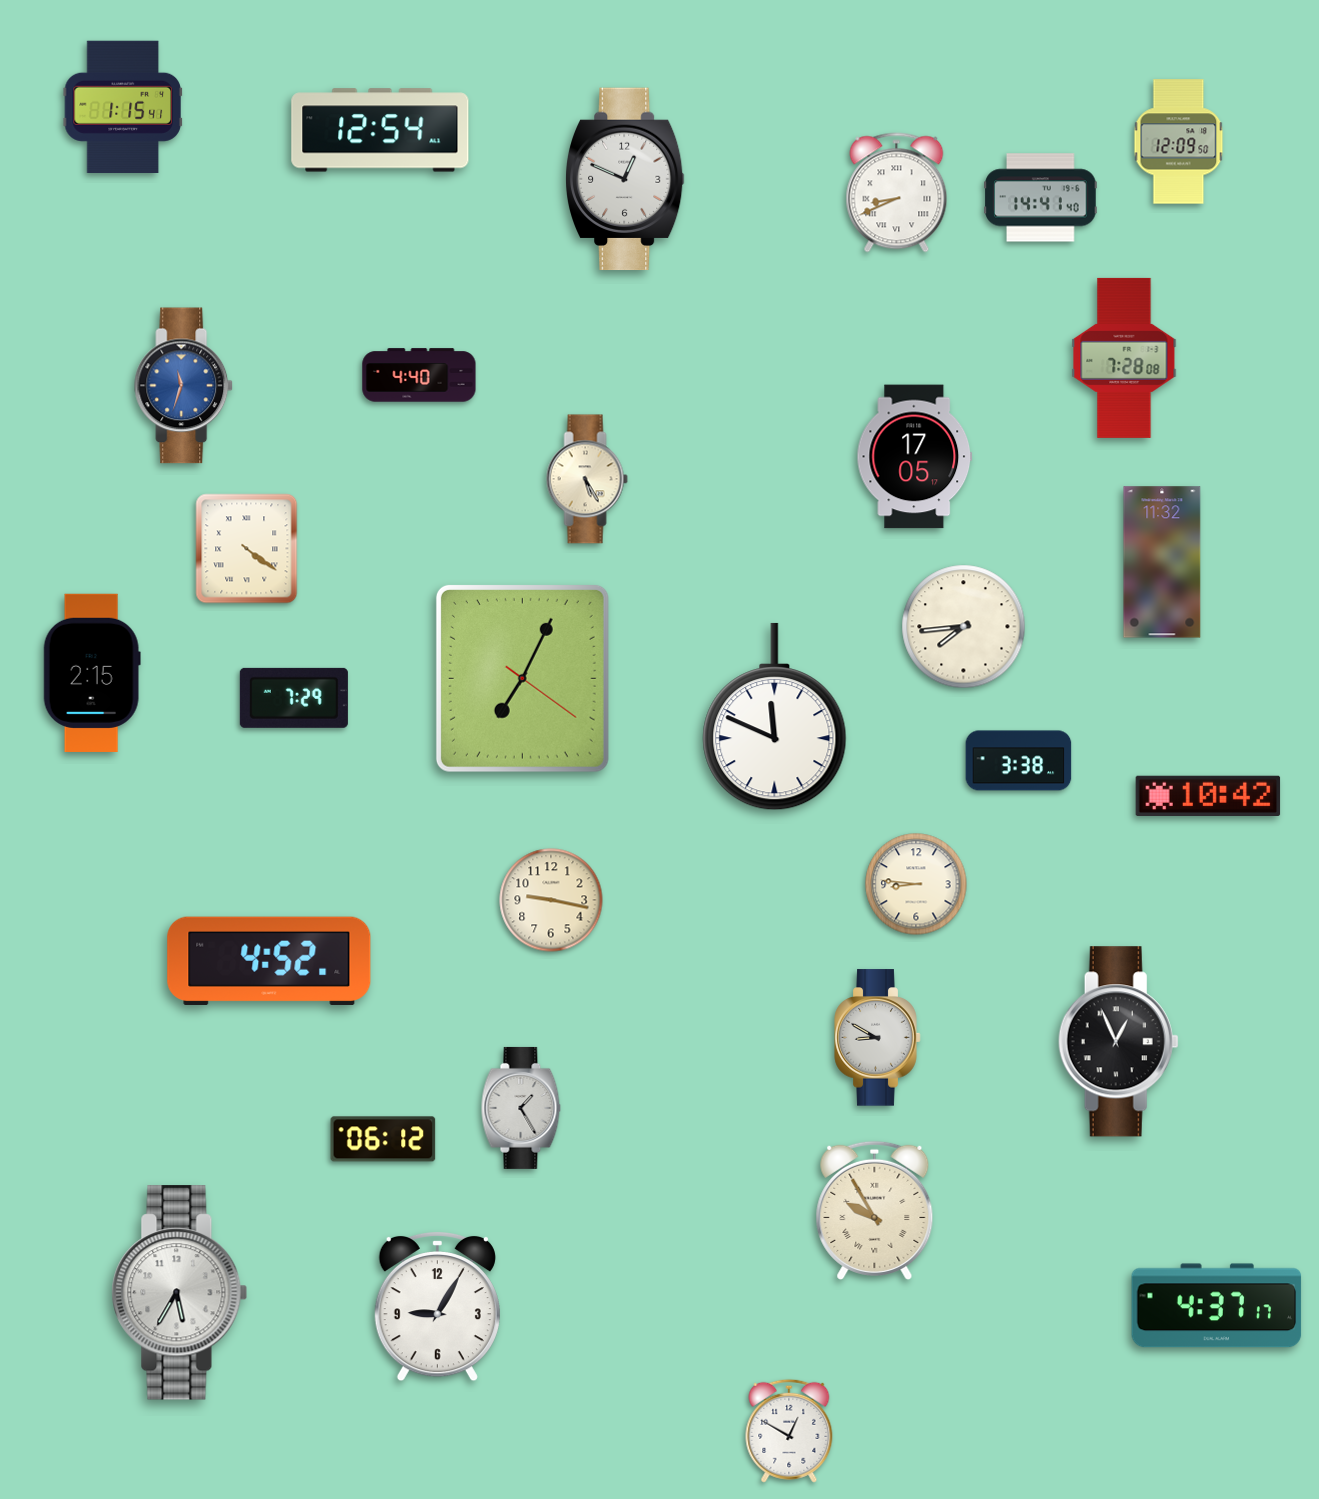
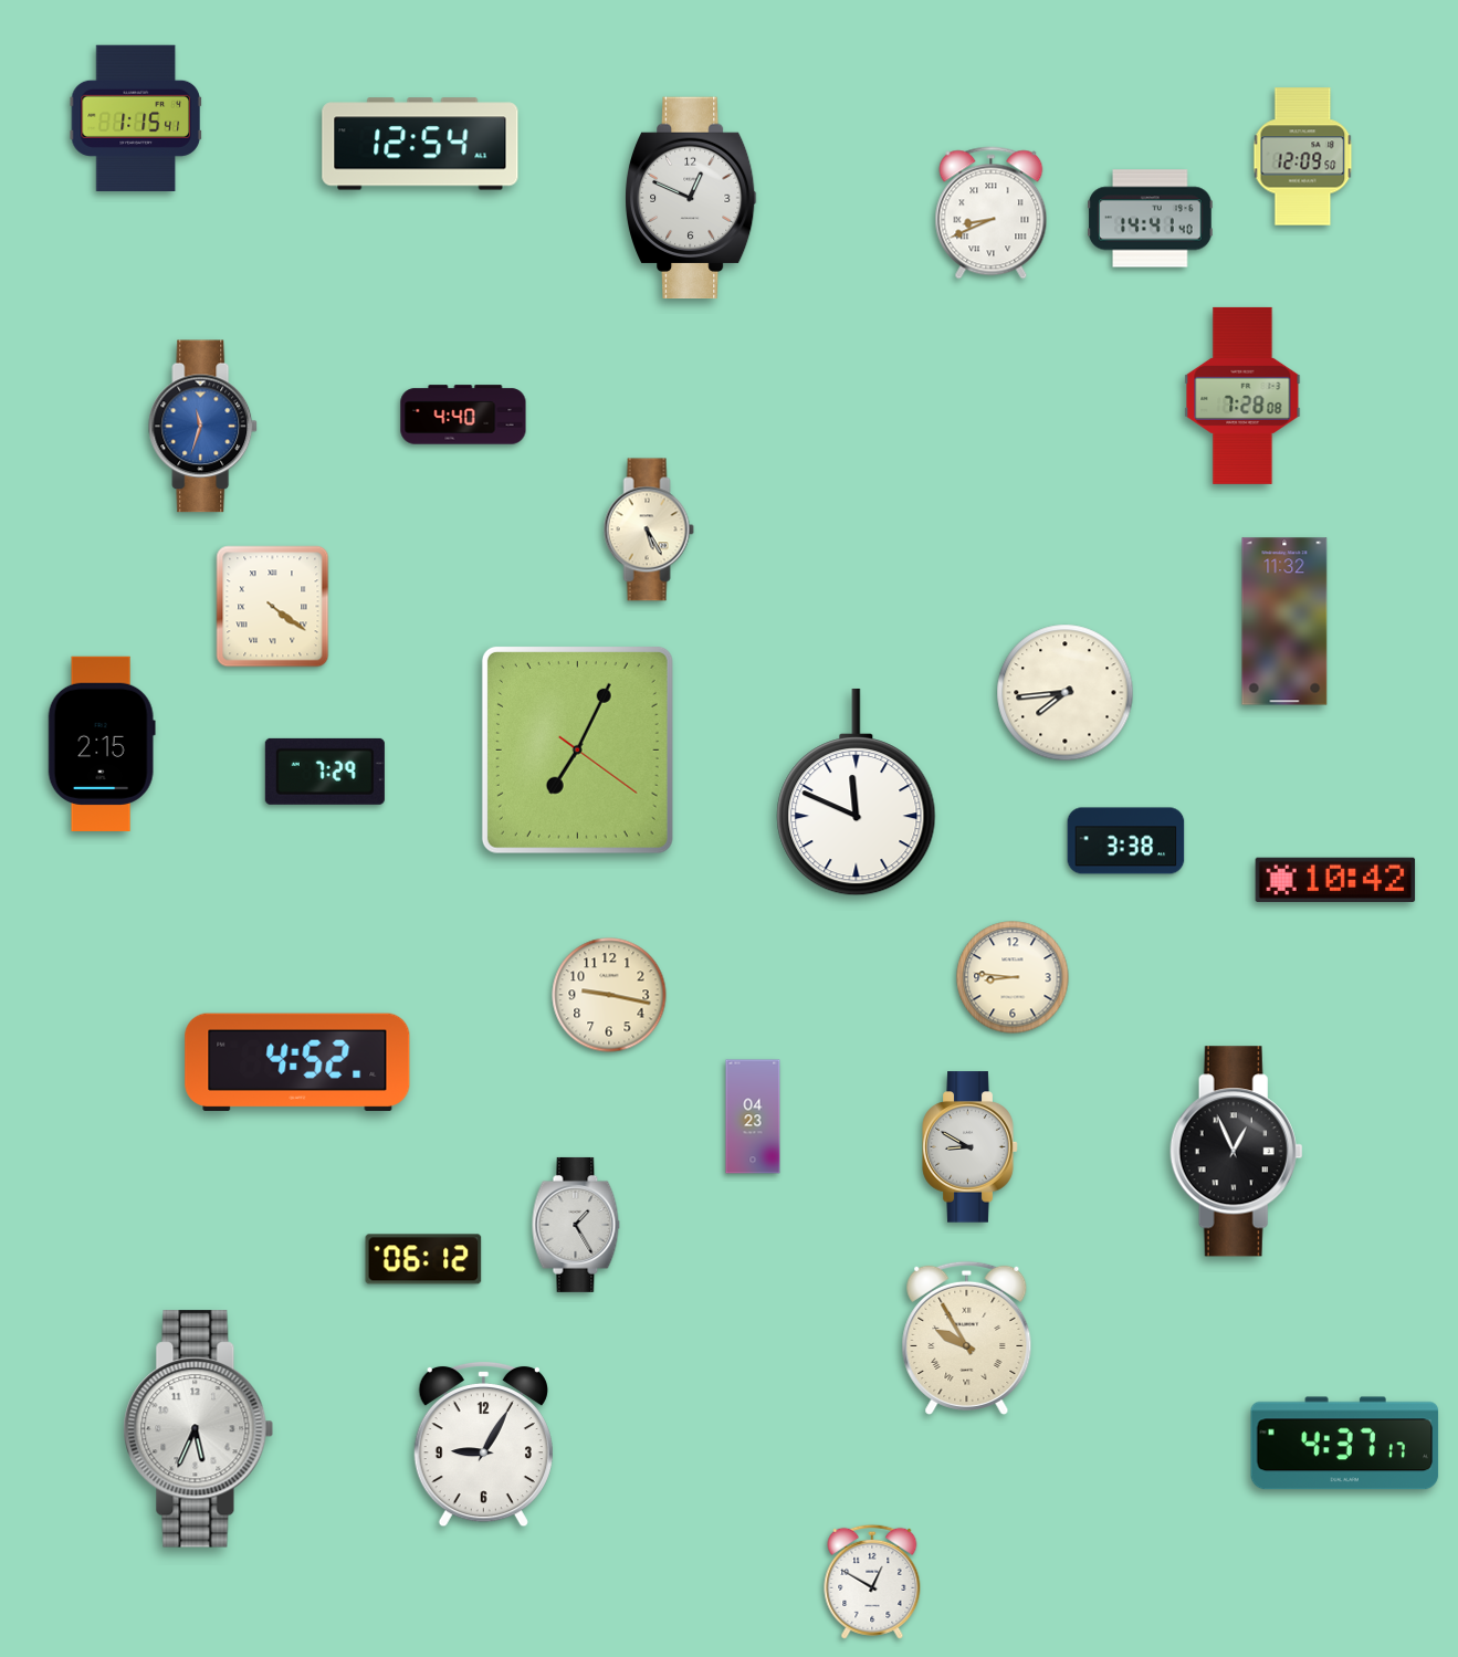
clock at (915, 457): 17:05 -> none
clock at (753, 1116): none -> 04:23
clock at (180, 1293): 5:35 -> 5:34
